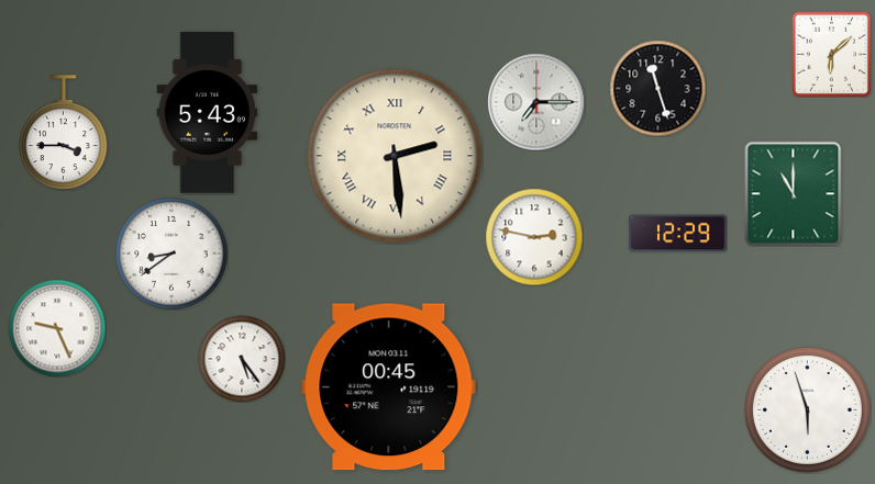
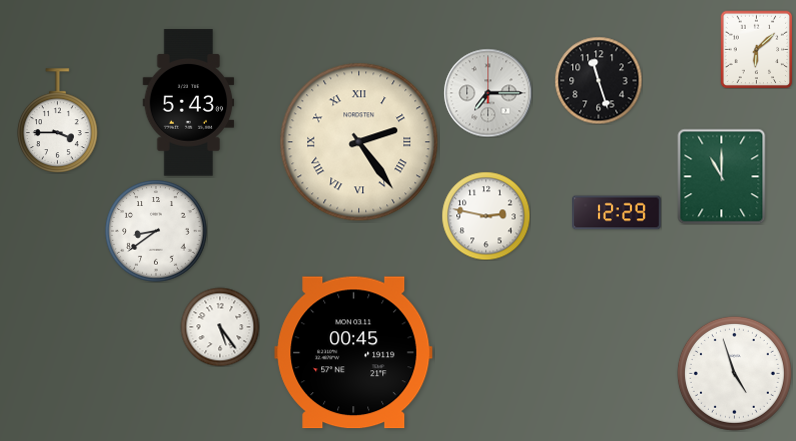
clock at (395, 156): 2:29 -> 2:24
clock at (57, 328): 9:26 -> none
clock at (807, 409): 5:57 -> 4:57
